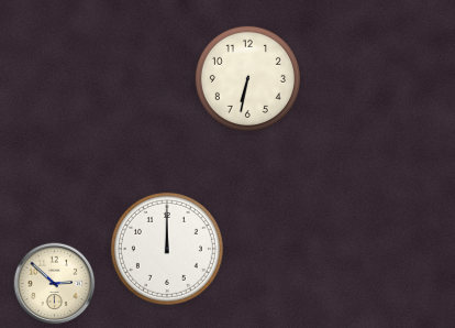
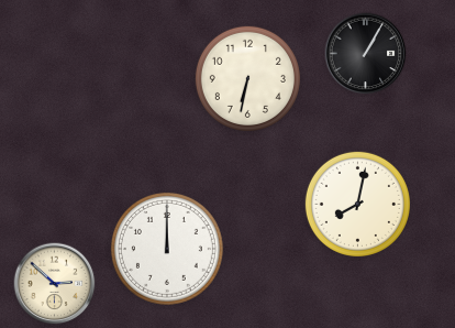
clock at (366, 54): none -> 1:05
clock at (357, 204): none -> 8:02
